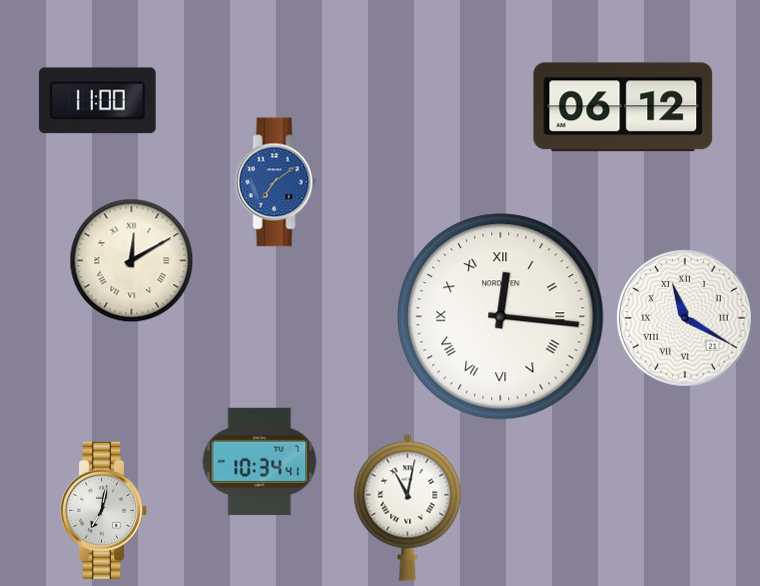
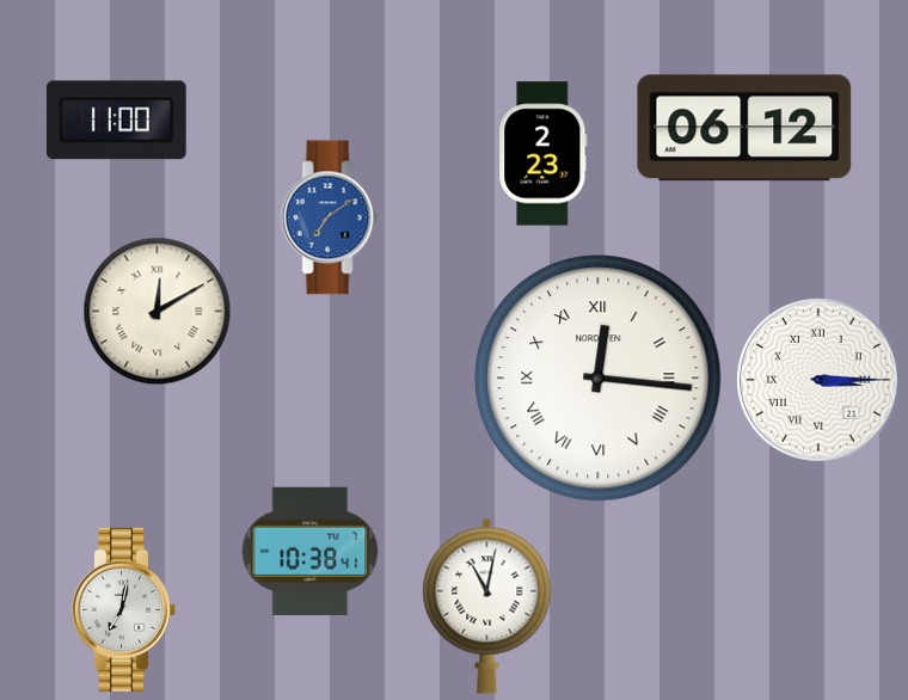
clock at (544, 154): none -> 2:23
clock at (686, 319): 11:20 -> 3:15
clock at (260, 461): 10:34 -> 10:38
